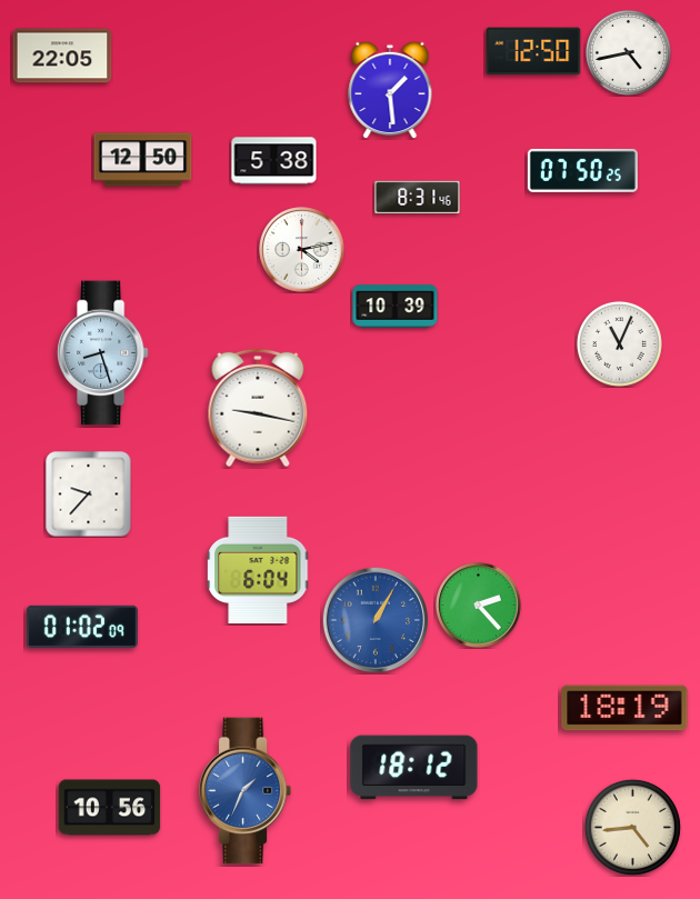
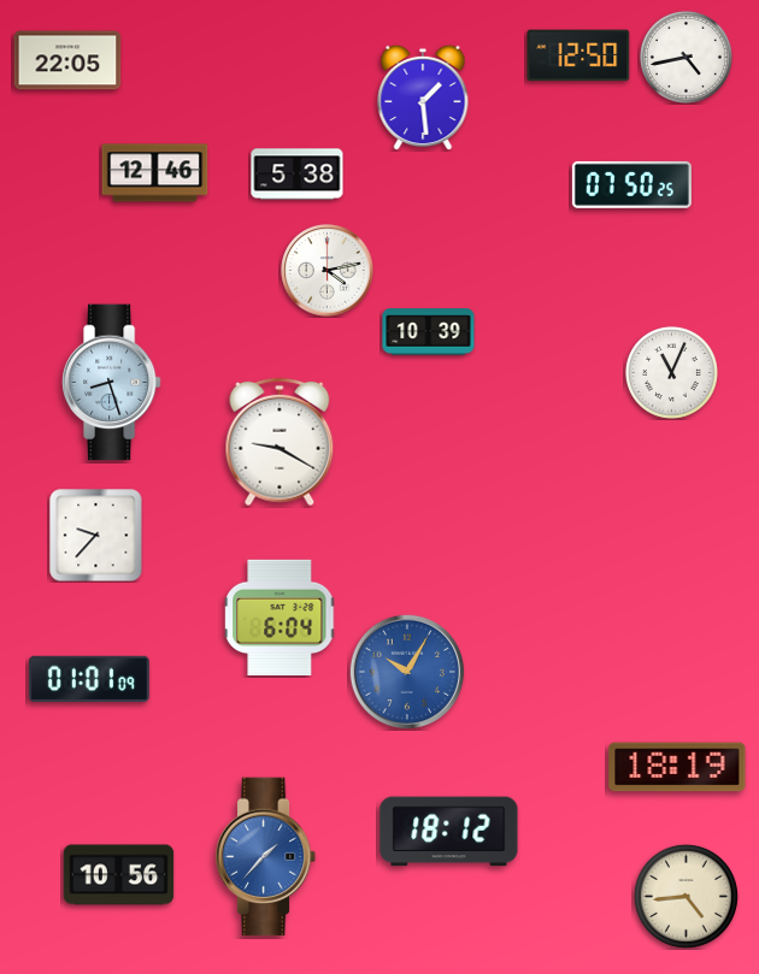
clock at (628, 52) position: (628, 52) -> (686, 57)
clock at (143, 160): 12:50 -> 12:46
clock at (418, 197): 8:31 -> none
clock at (258, 408): 9:17 -> 9:20
clock at (479, 606): 2:23 -> none
clock at (374, 619): 1:05 -> 10:05
clock at (82, 626): 01:02 -> 01:01
clock at (246, 791): 1:34 -> 1:37
